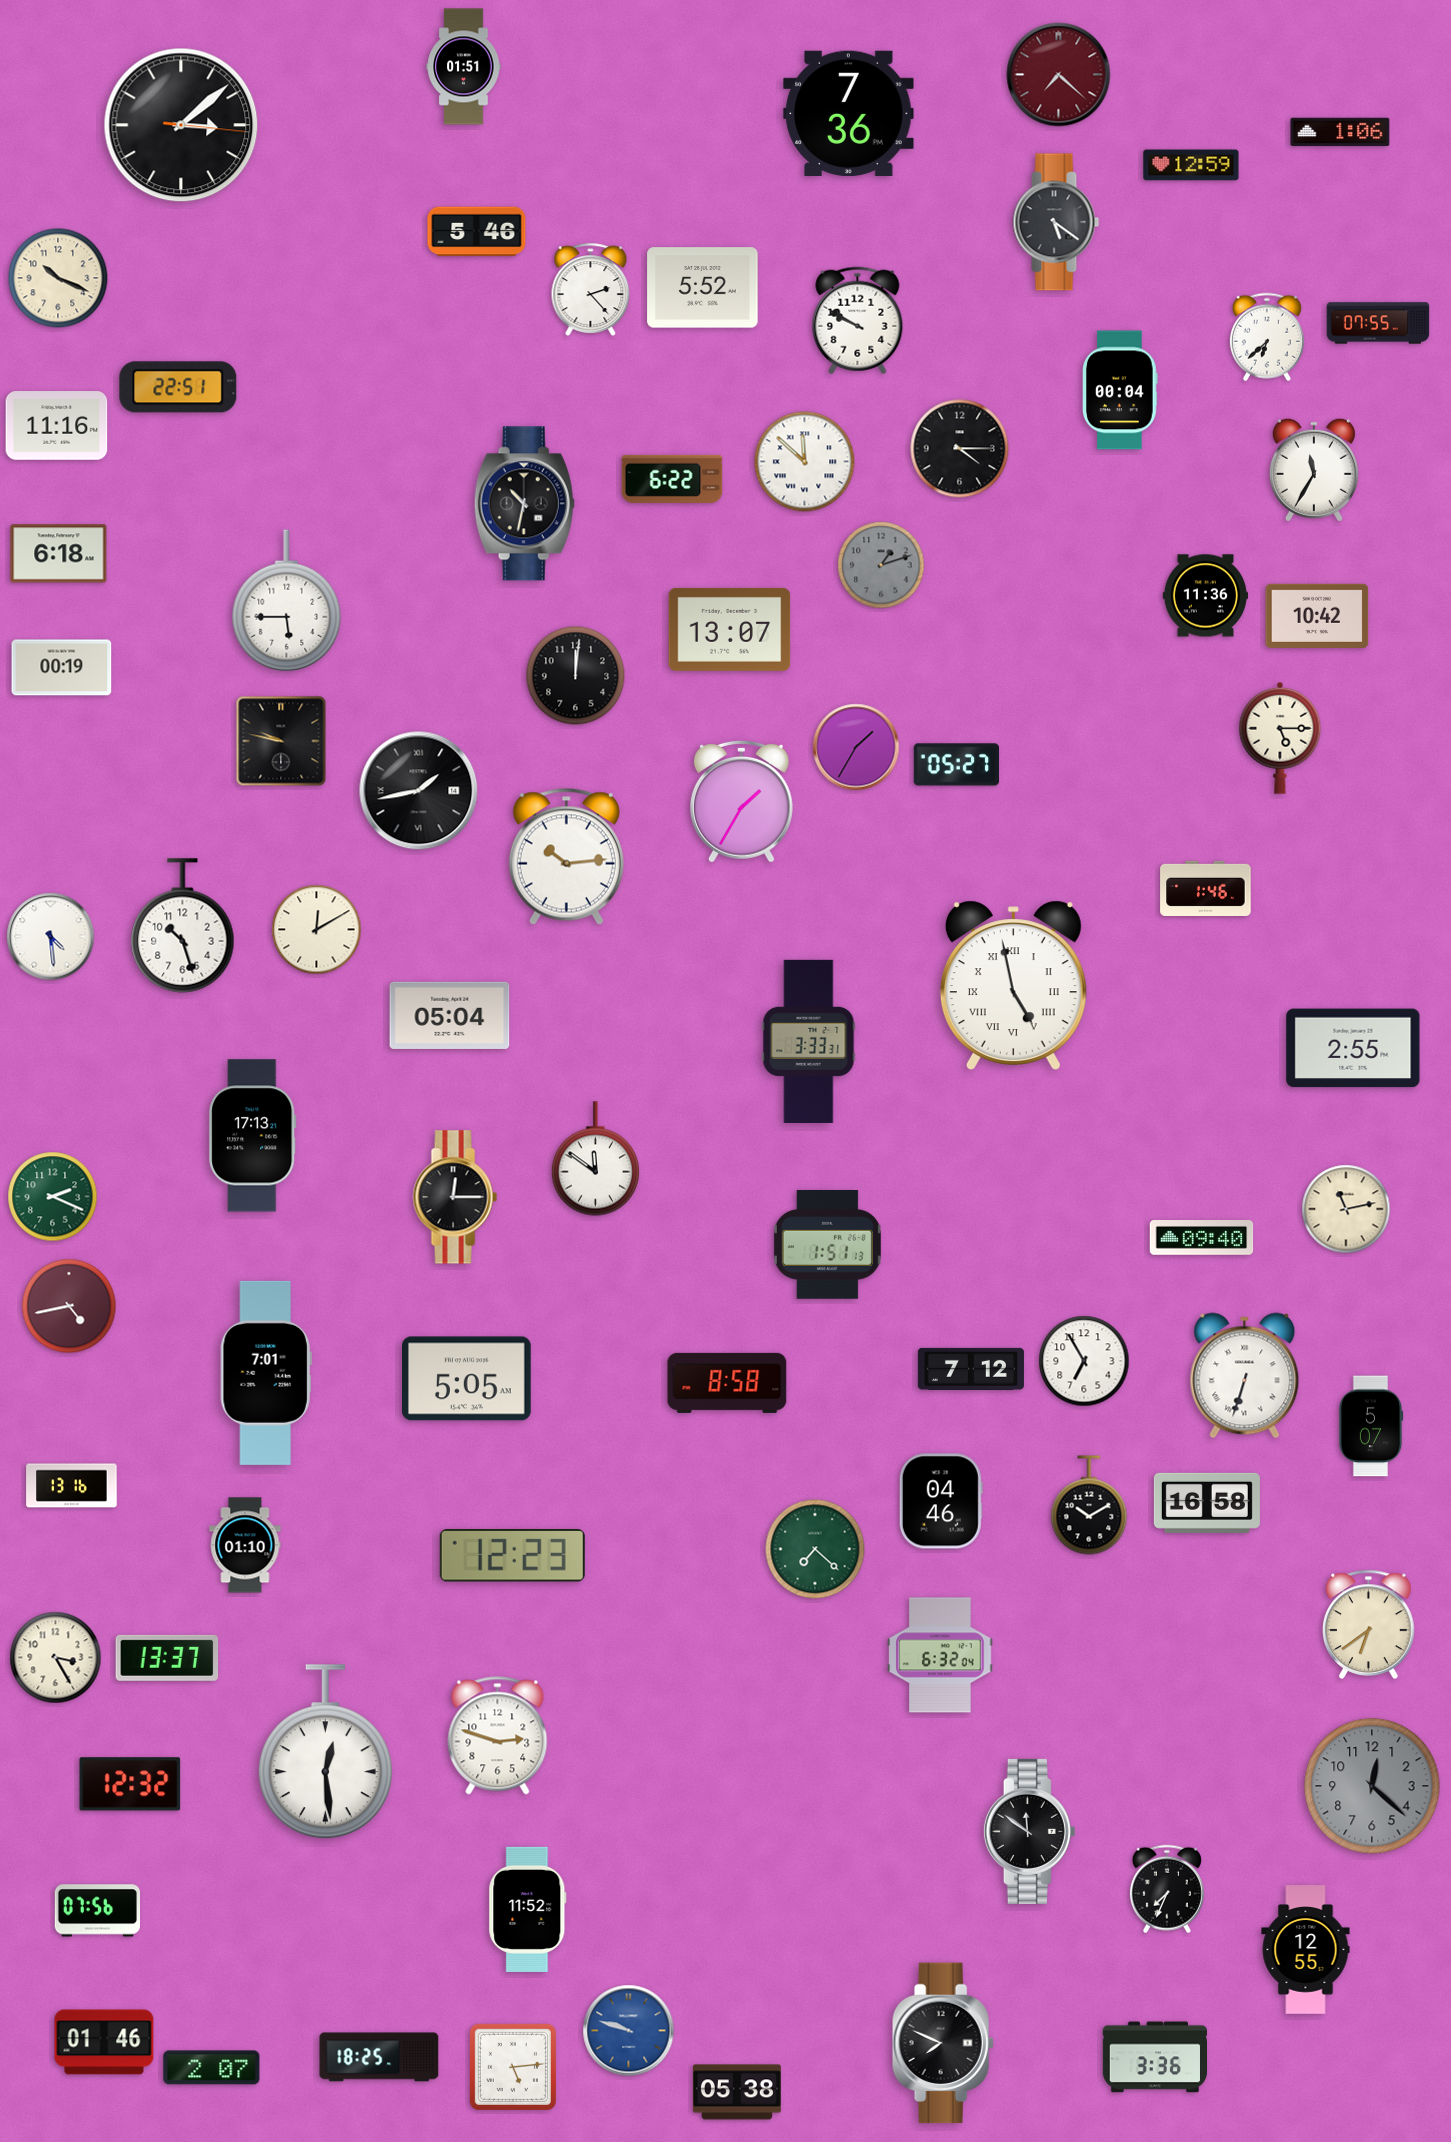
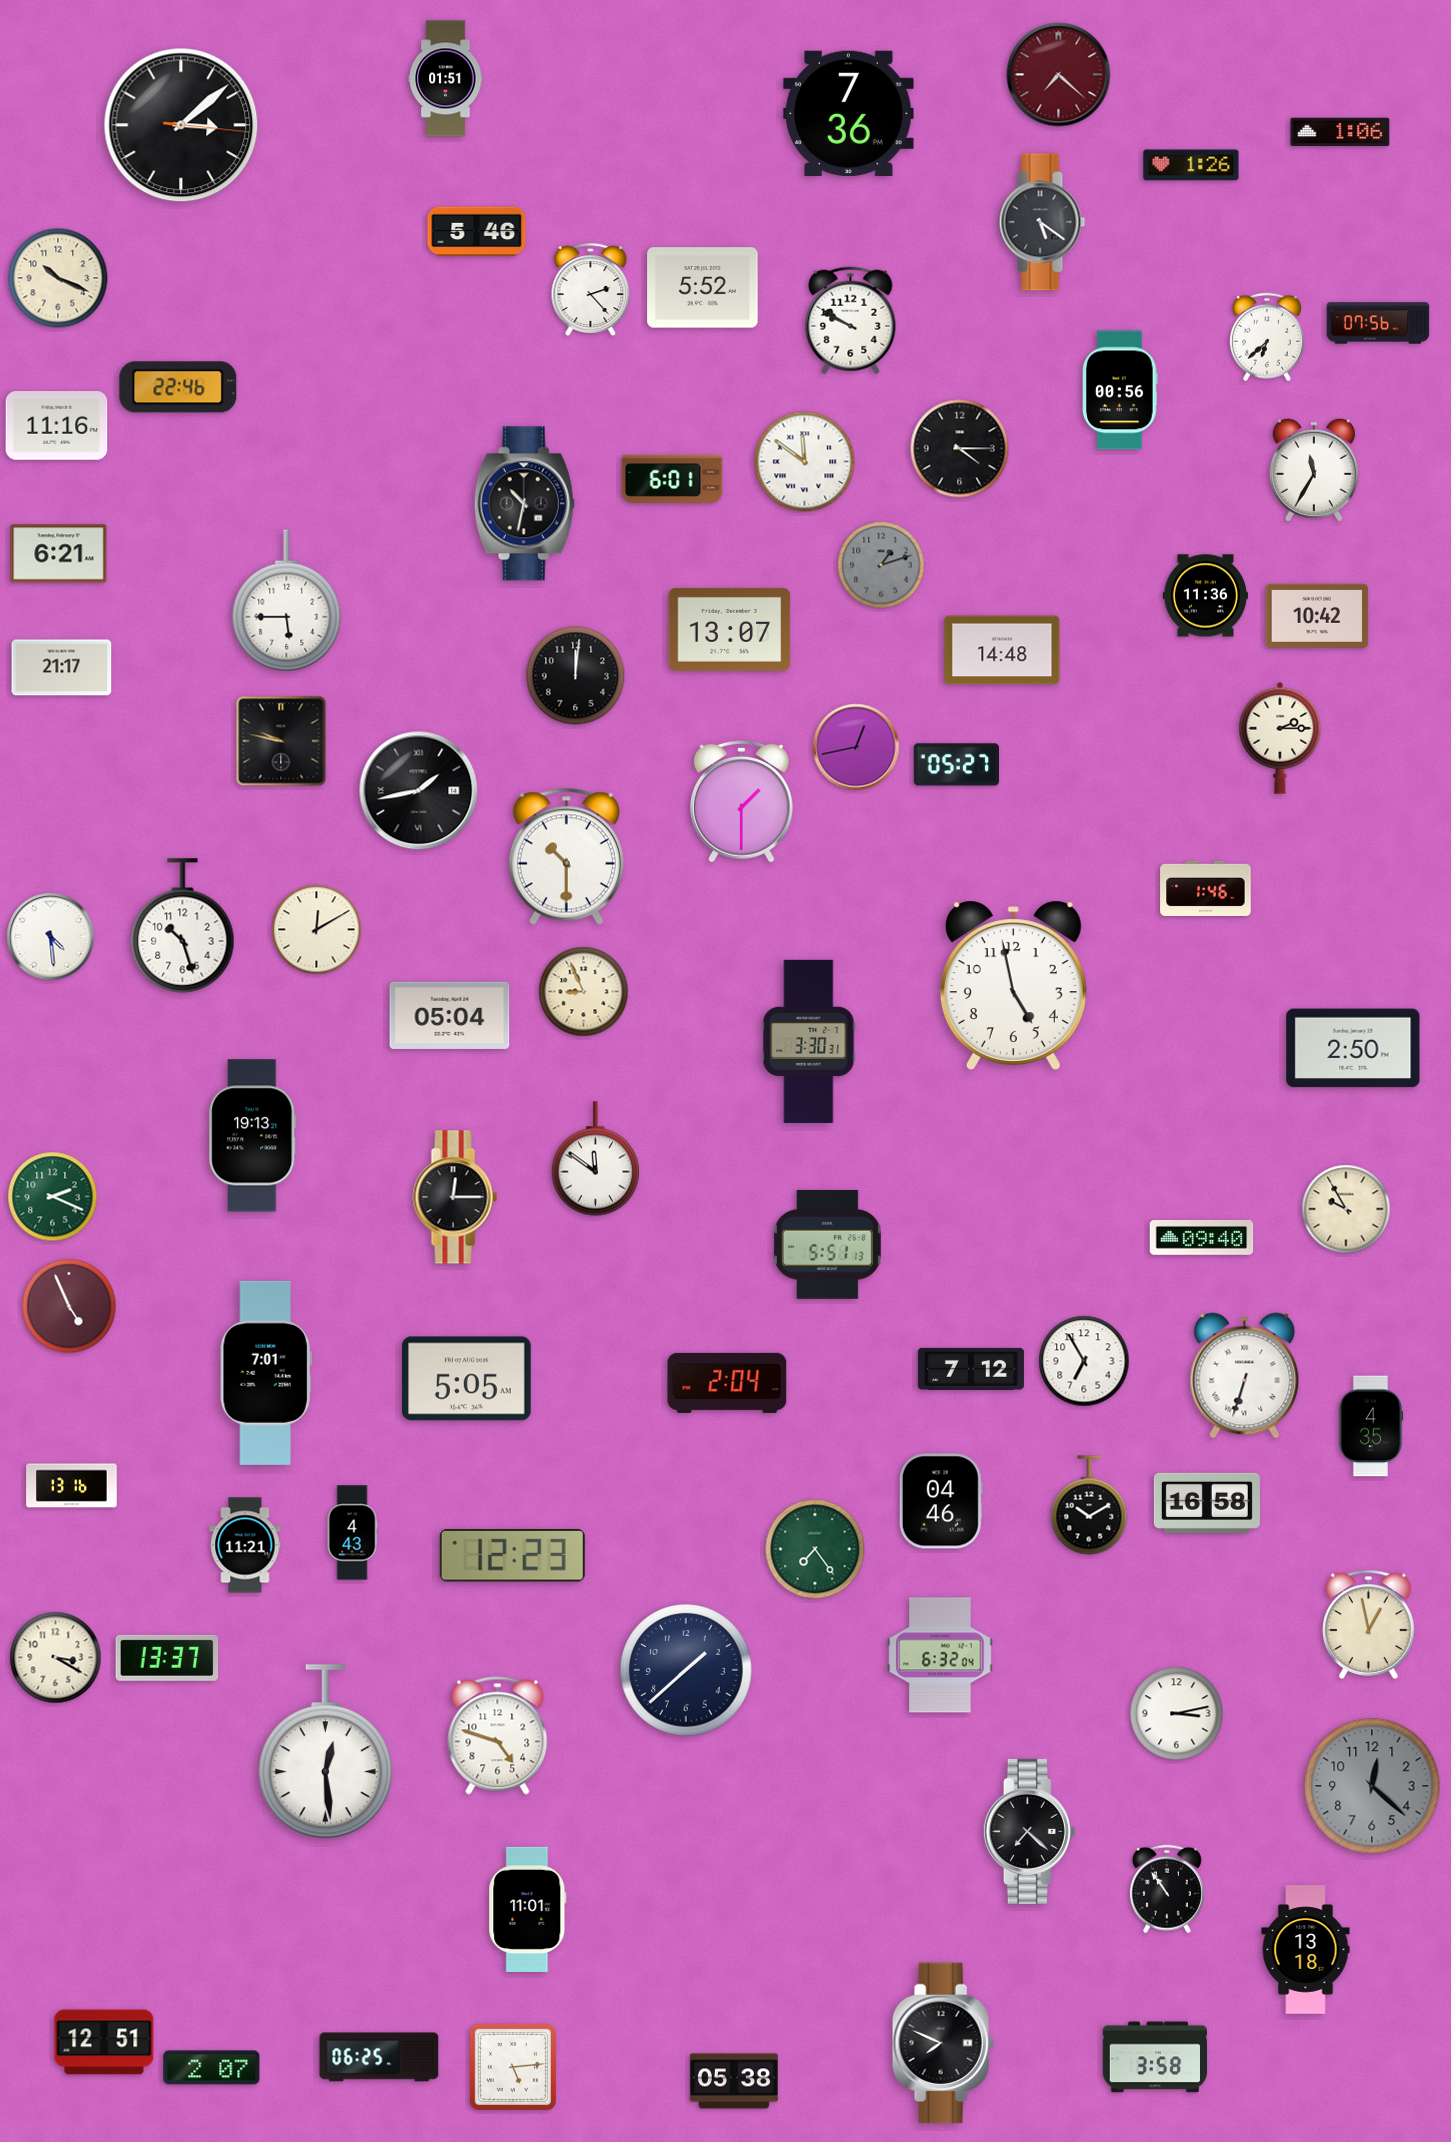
clock at (464, 67) position: (464, 67) -> (446, 79)
clock at (1191, 165): 12:59 -> 1:26
clock at (1056, 222) position: (1056, 222) -> (1042, 222)
clock at (858, 321) position: (858, 321) -> (851, 321)
clock at (1378, 323): 07:55 -> 07:56
clock at (178, 387): 22:51 -> 22:46
clock at (1120, 390): 00:04 -> 00:56
clock at (805, 462): 11:52 -> 11:51
clock at (672, 479): 6:22 -> 6:01
clock at (59, 554): 6:18 -> 6:21
clock at (1002, 650): none -> 14:48
clock at (62, 668): 00:19 -> 21:17
clock at (1280, 738): 5:15 -> 2:15
clock at (856, 747): 1:35 -> 12:43
clock at (741, 801): 1:35 -> 1:30
clock at (566, 856): 10:14 -> 10:30
clock at (1013, 985) numerals: Roman -> Arabic
clock at (584, 992): none -> 8:56
clock at (809, 1041): 3:33 -> 3:30
clock at (1353, 1048): 2:55 -> 2:50
clock at (253, 1136): 17:13 -> 19:13
clock at (1346, 1209): 11:13 -> 9:55
clock at (827, 1244): 1:51 -> 5:51
clock at (69, 1306): 4:43 -> 4:56
clock at (727, 1383): 8:58 -> 2:04
clock at (1371, 1426): 5:07 -> 4:35
clock at (352, 1533): none -> 4:43
clock at (245, 1545): 01:10 -> 11:21
clock at (815, 1549): 7:22 -> 7:24
clock at (1369, 1624): 6:39 -> 12:58
clock at (56, 1658): 3:25 -> 3:20
clock at (686, 1670): none -> 1:38
clock at (1177, 1714): none -> 3:13
clock at (498, 1736): 2:48 -> 4:48
clock at (130, 1784): 12:32 -> none
clock at (1029, 1831): 11:51 -> 7:22
clock at (1167, 1889): 7:34 -> 10:54
clock at (528, 1909): 11:52 -> 11:01
clock at (97, 1911): 07:56 -> none
clock at (1306, 1950): 12:55 -> 13:18
clock at (629, 2031): 9:48 -> none
clock at (104, 2042): 01:46 -> 12:51
clock at (379, 2057): 18:25 -> 06:25
clock at (1154, 2057): 3:36 -> 3:58
clock at (737, 2092) position: (737, 2092) -> (734, 2081)
